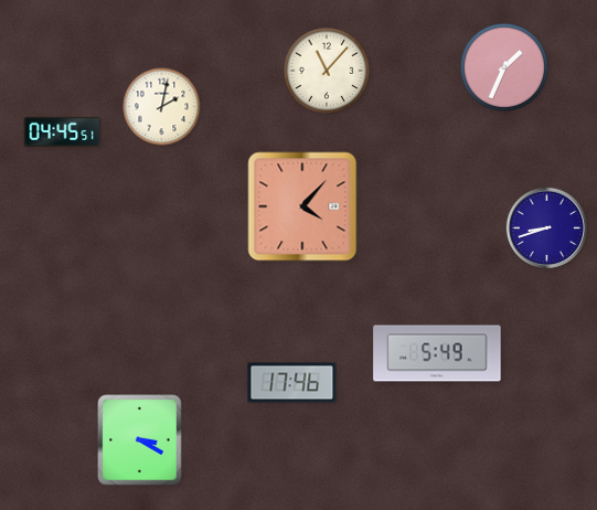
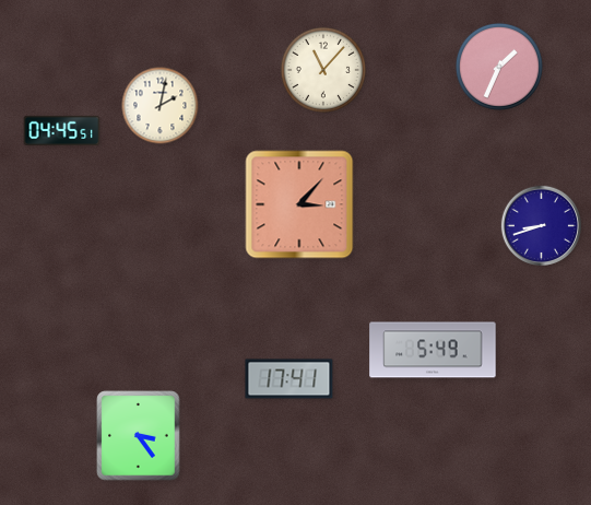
clock at (302, 206): 4:07 -> 3:07
clock at (292, 383): 17:46 -> 17:41
clock at (140, 440): 3:20 -> 3:24
